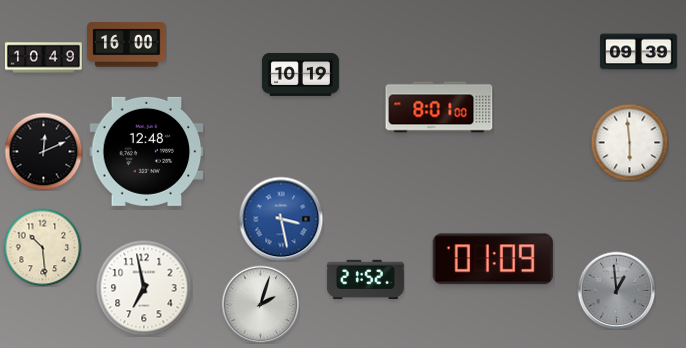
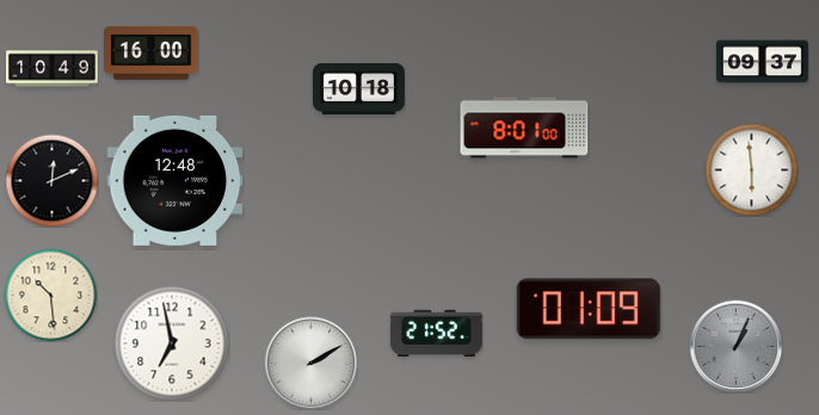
clock at (638, 52): 09:39 -> 09:37
clock at (300, 74): 10:19 -> 10:18
clock at (281, 219): 3:28 -> none
clock at (616, 290): 12:59 -> 1:04
clock at (260, 304): 2:03 -> 2:10
